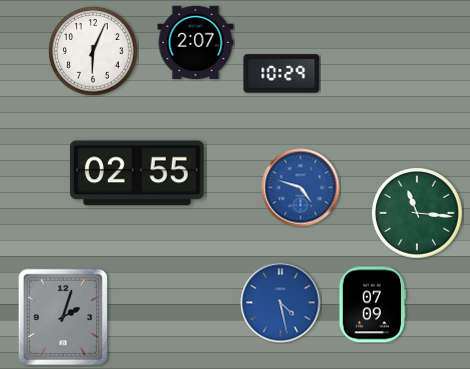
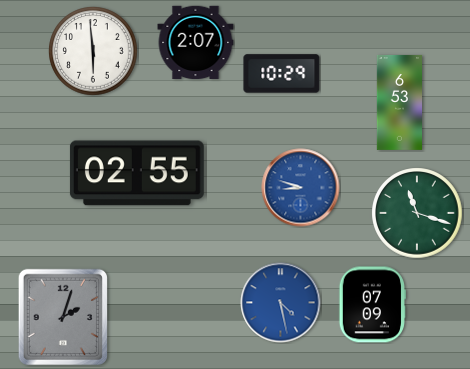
clock at (93, 51): 6:04 -> 5:59
clock at (400, 103): none -> 6:53
clock at (301, 188): 4:48 -> 8:48
clock at (417, 213): 11:16 -> 11:18
